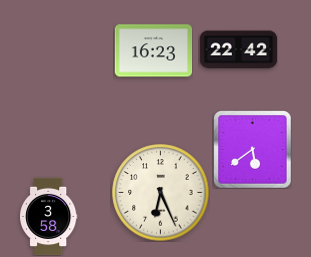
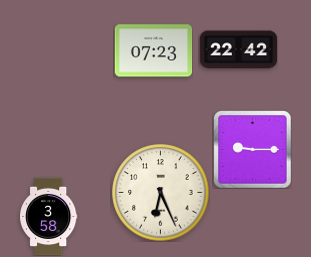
clock at (153, 51): 16:23 -> 07:23
clock at (252, 149): 5:39 -> 9:15
